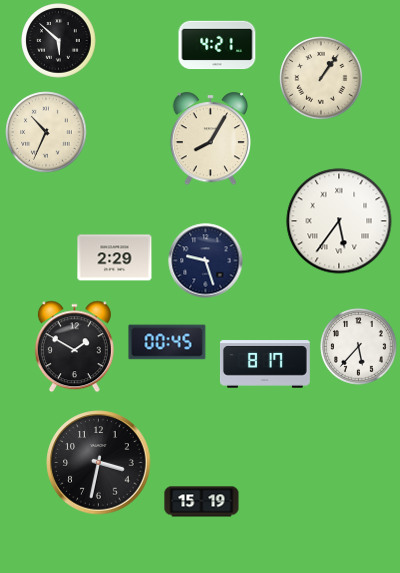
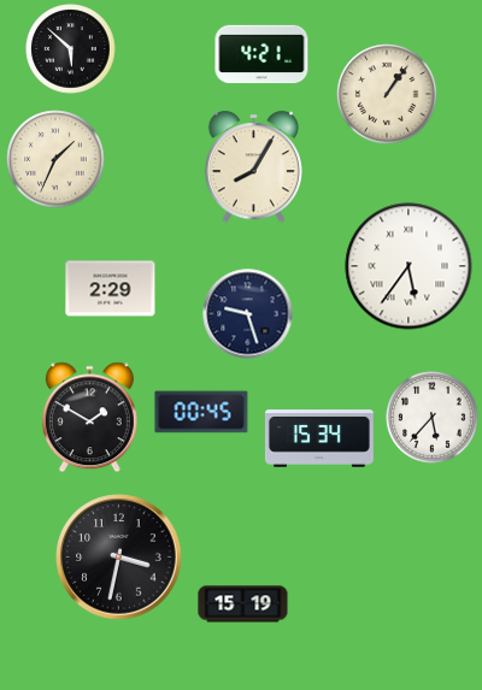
clock at (46, 132): 10:34 -> 1:34
clock at (115, 258) position: (115, 258) -> (111, 289)
clock at (265, 364): 8:17 -> 15:34
